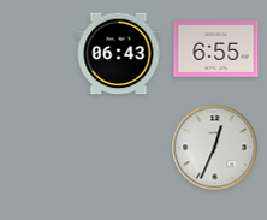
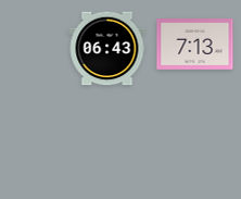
clock at (216, 49): 6:55 -> 7:13
clock at (215, 148): 12:34 -> none
